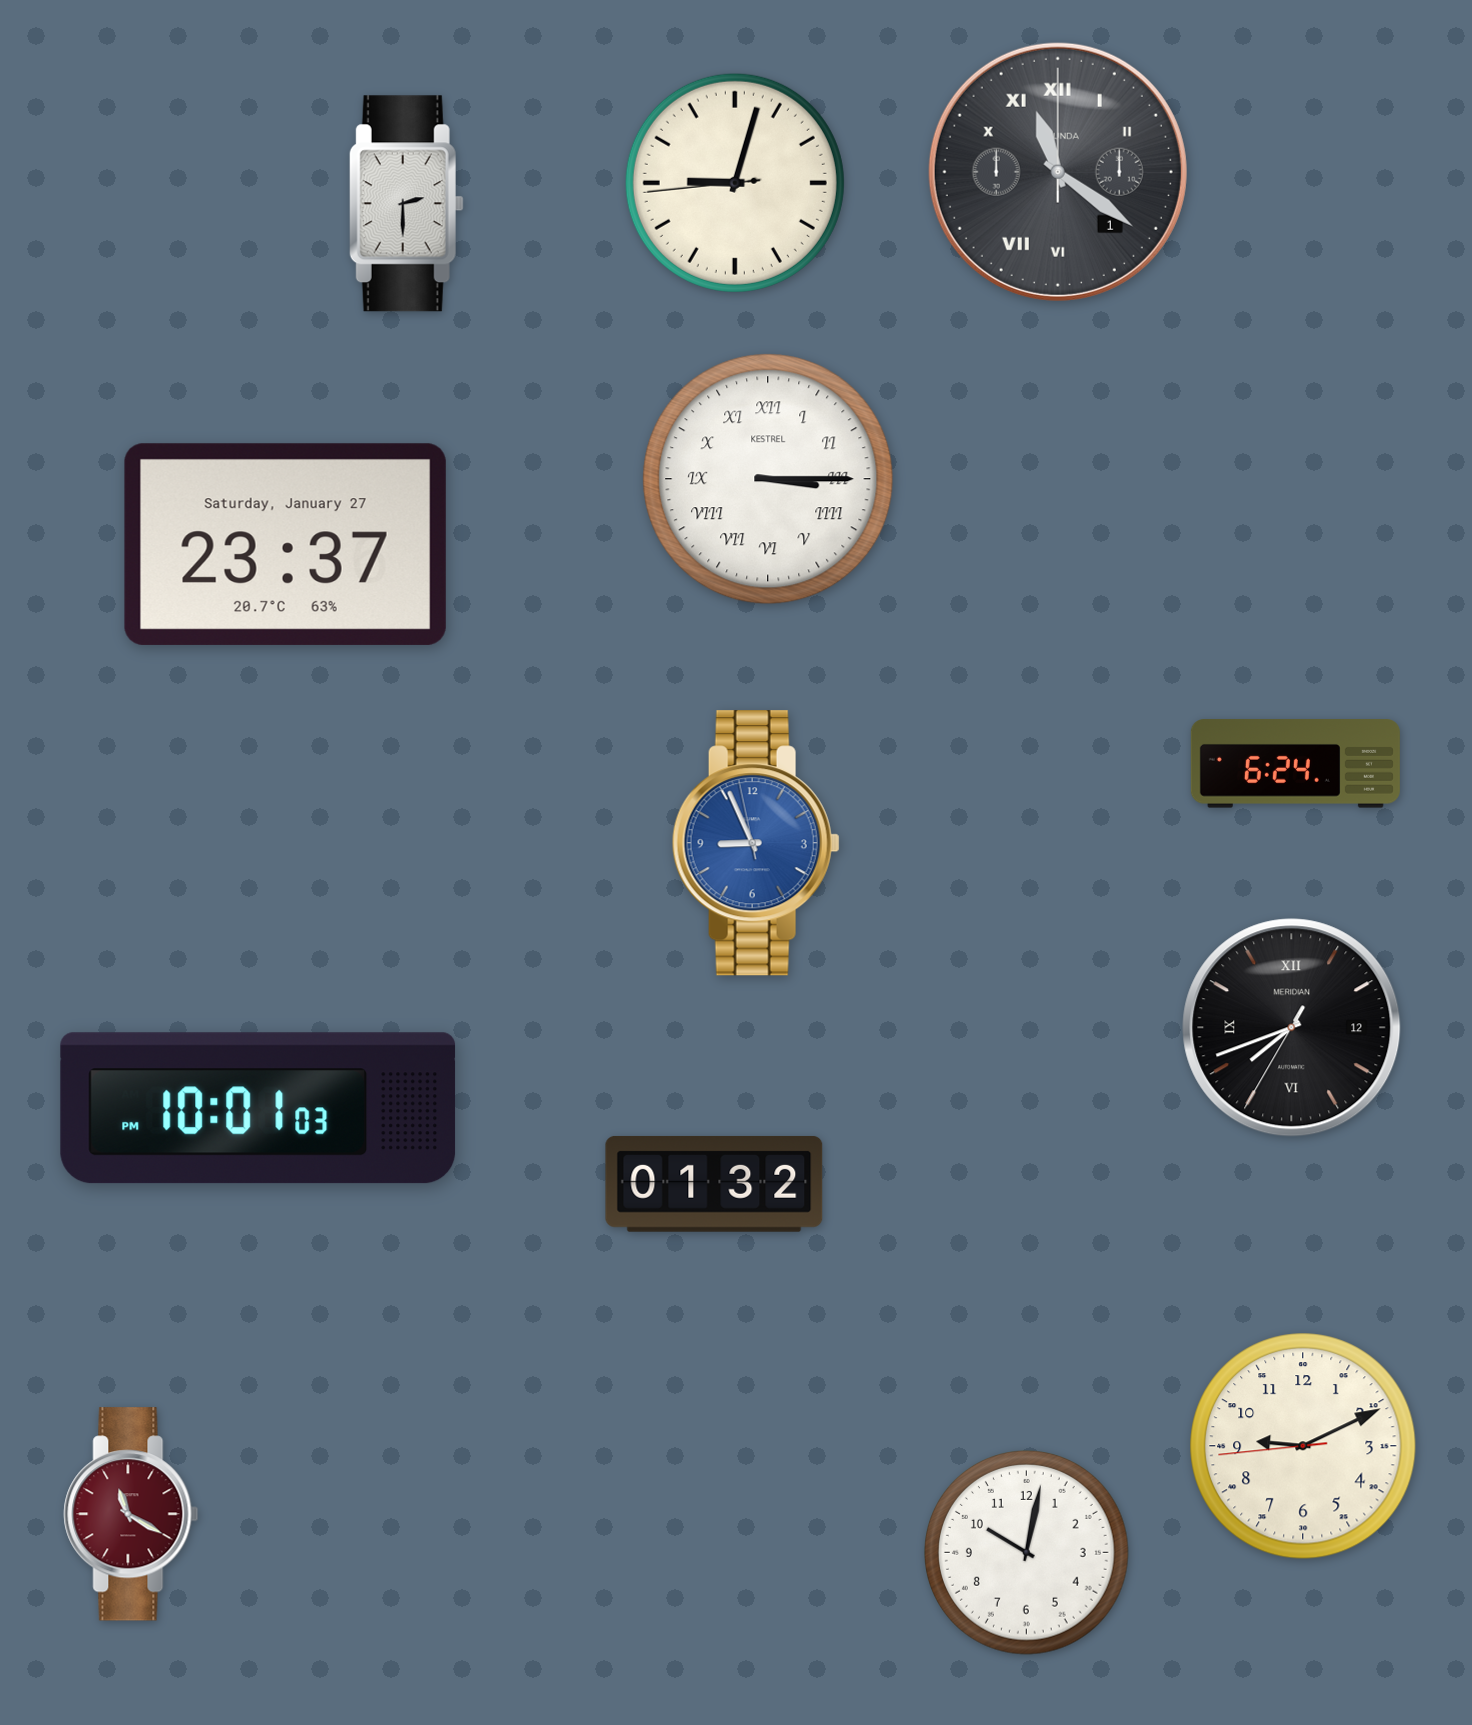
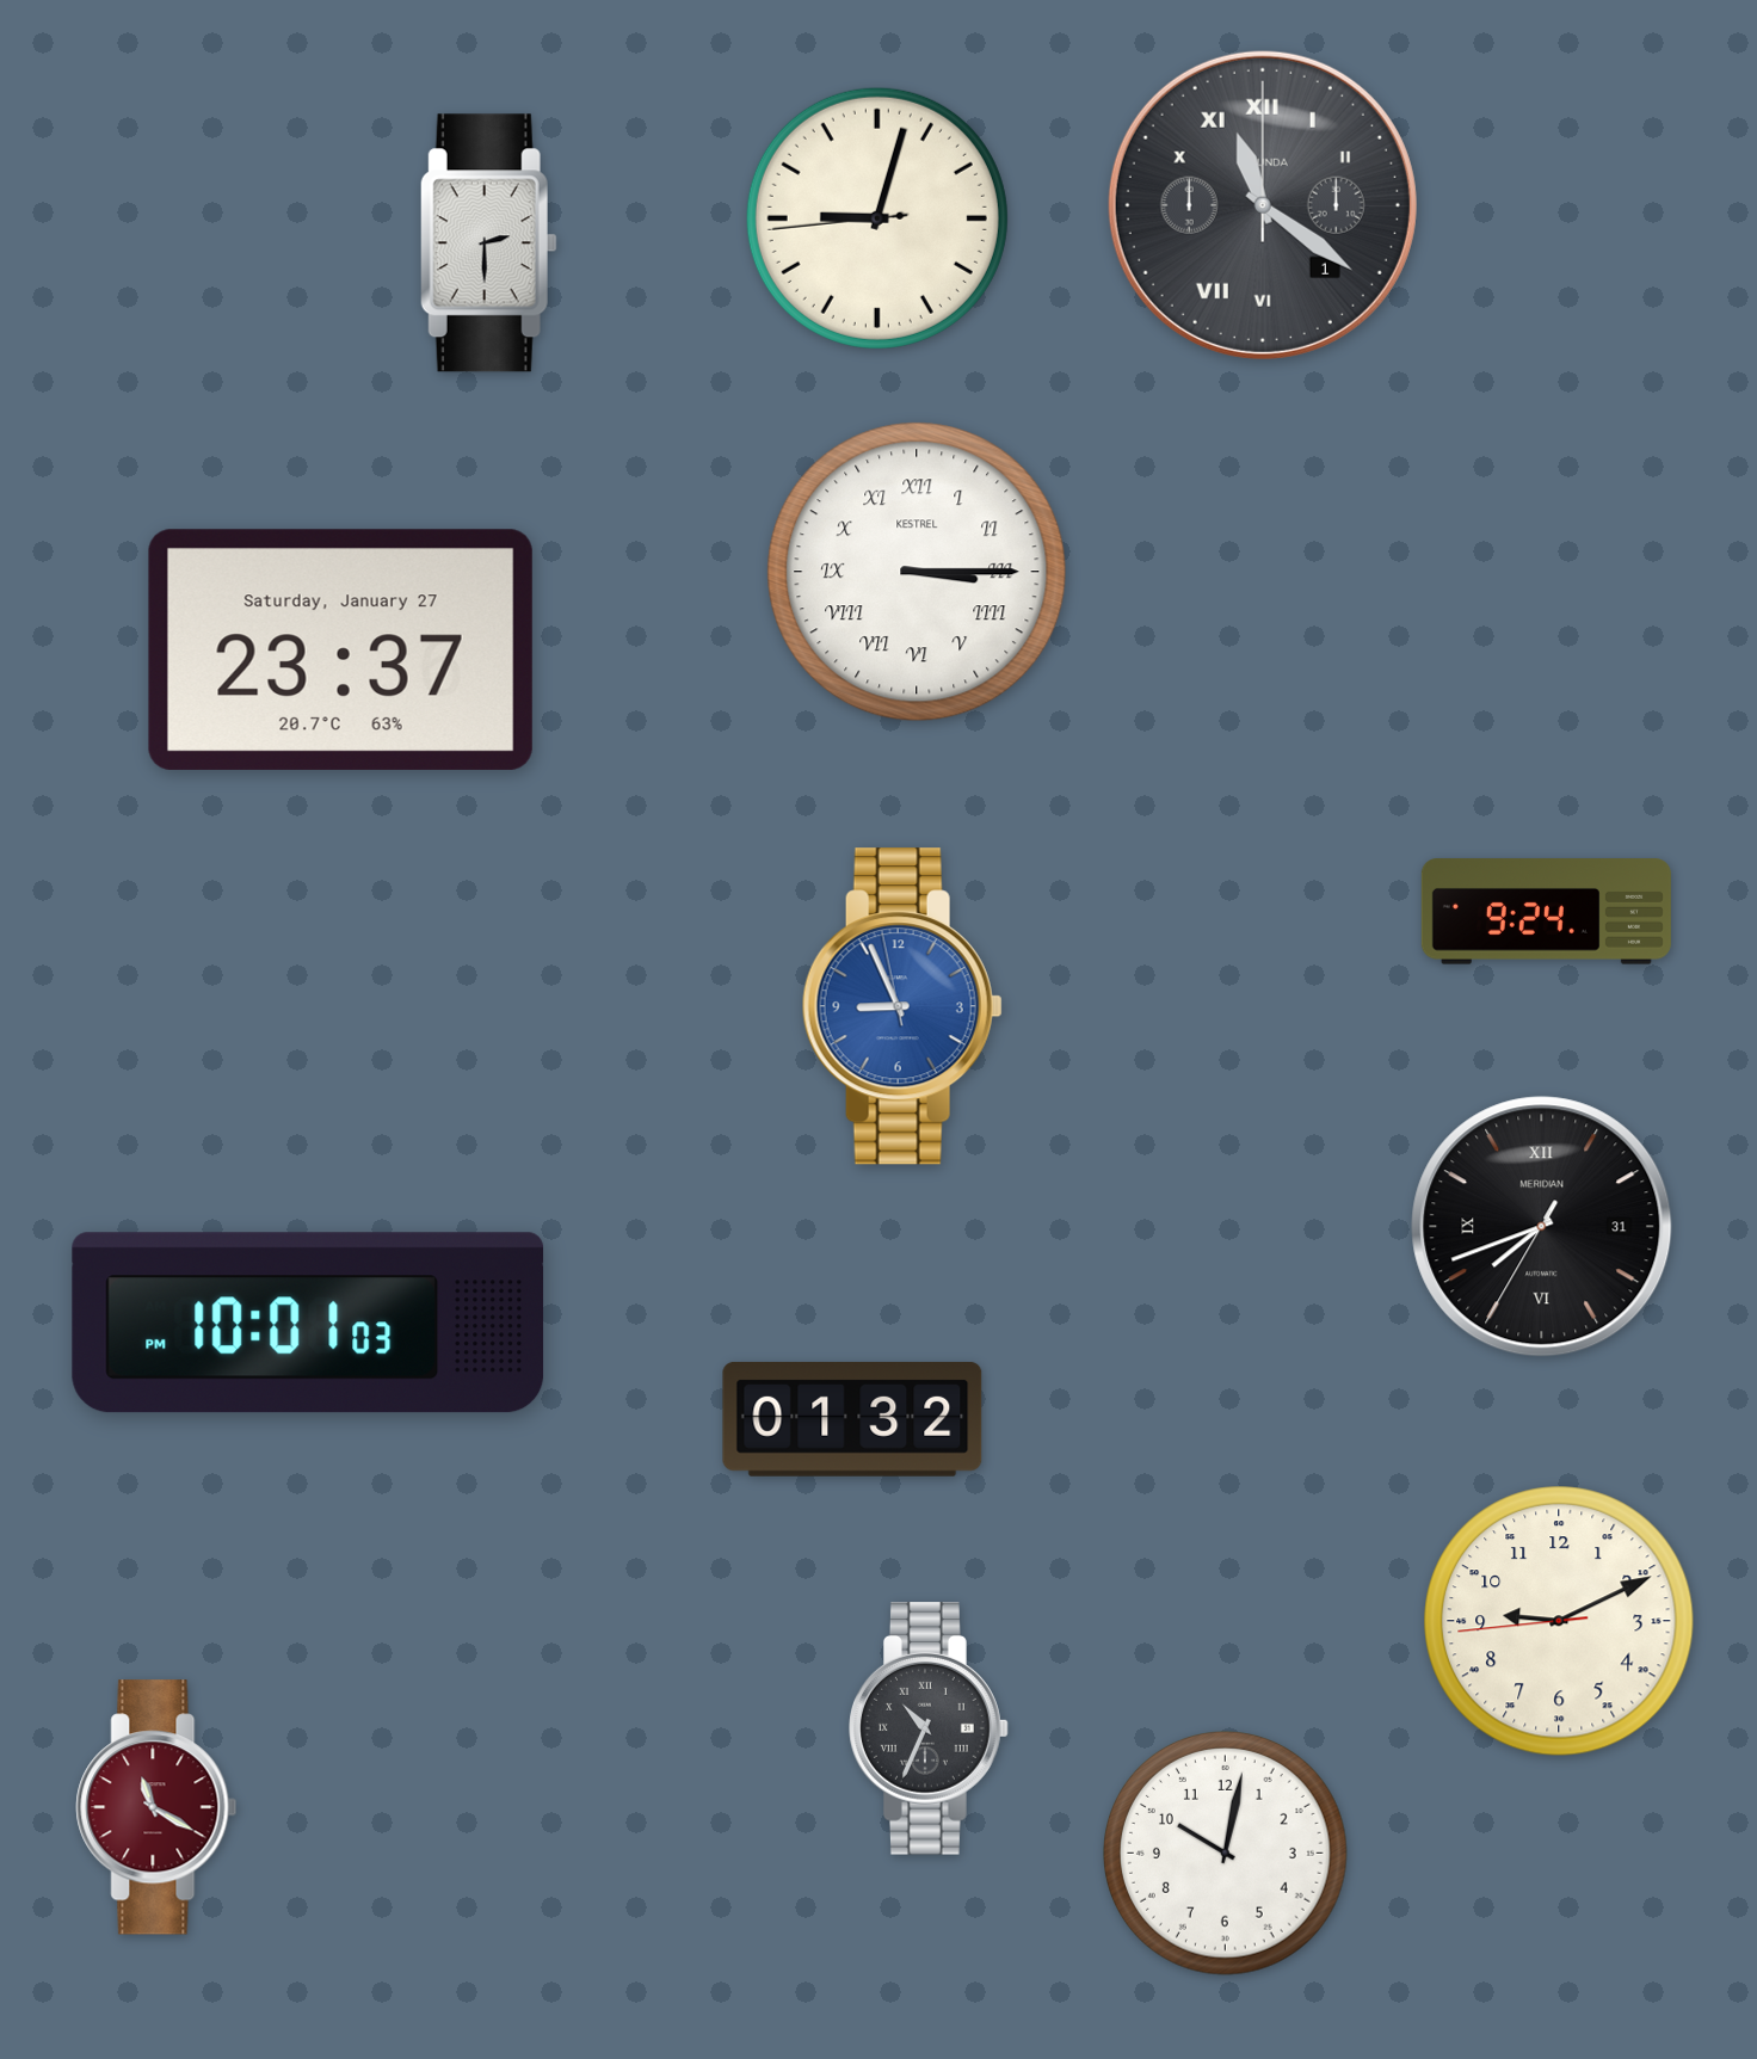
clock at (406, 204) position: (406, 204) -> (488, 243)
clock at (1295, 764): 6:24 -> 9:24
clock at (1292, 1028) date: 12 -> 31
clock at (714, 1184) position: (714, 1184) -> (852, 1419)
clock at (1303, 1446) position: (1303, 1446) -> (1559, 1621)
clock at (929, 1730): none -> 10:34
